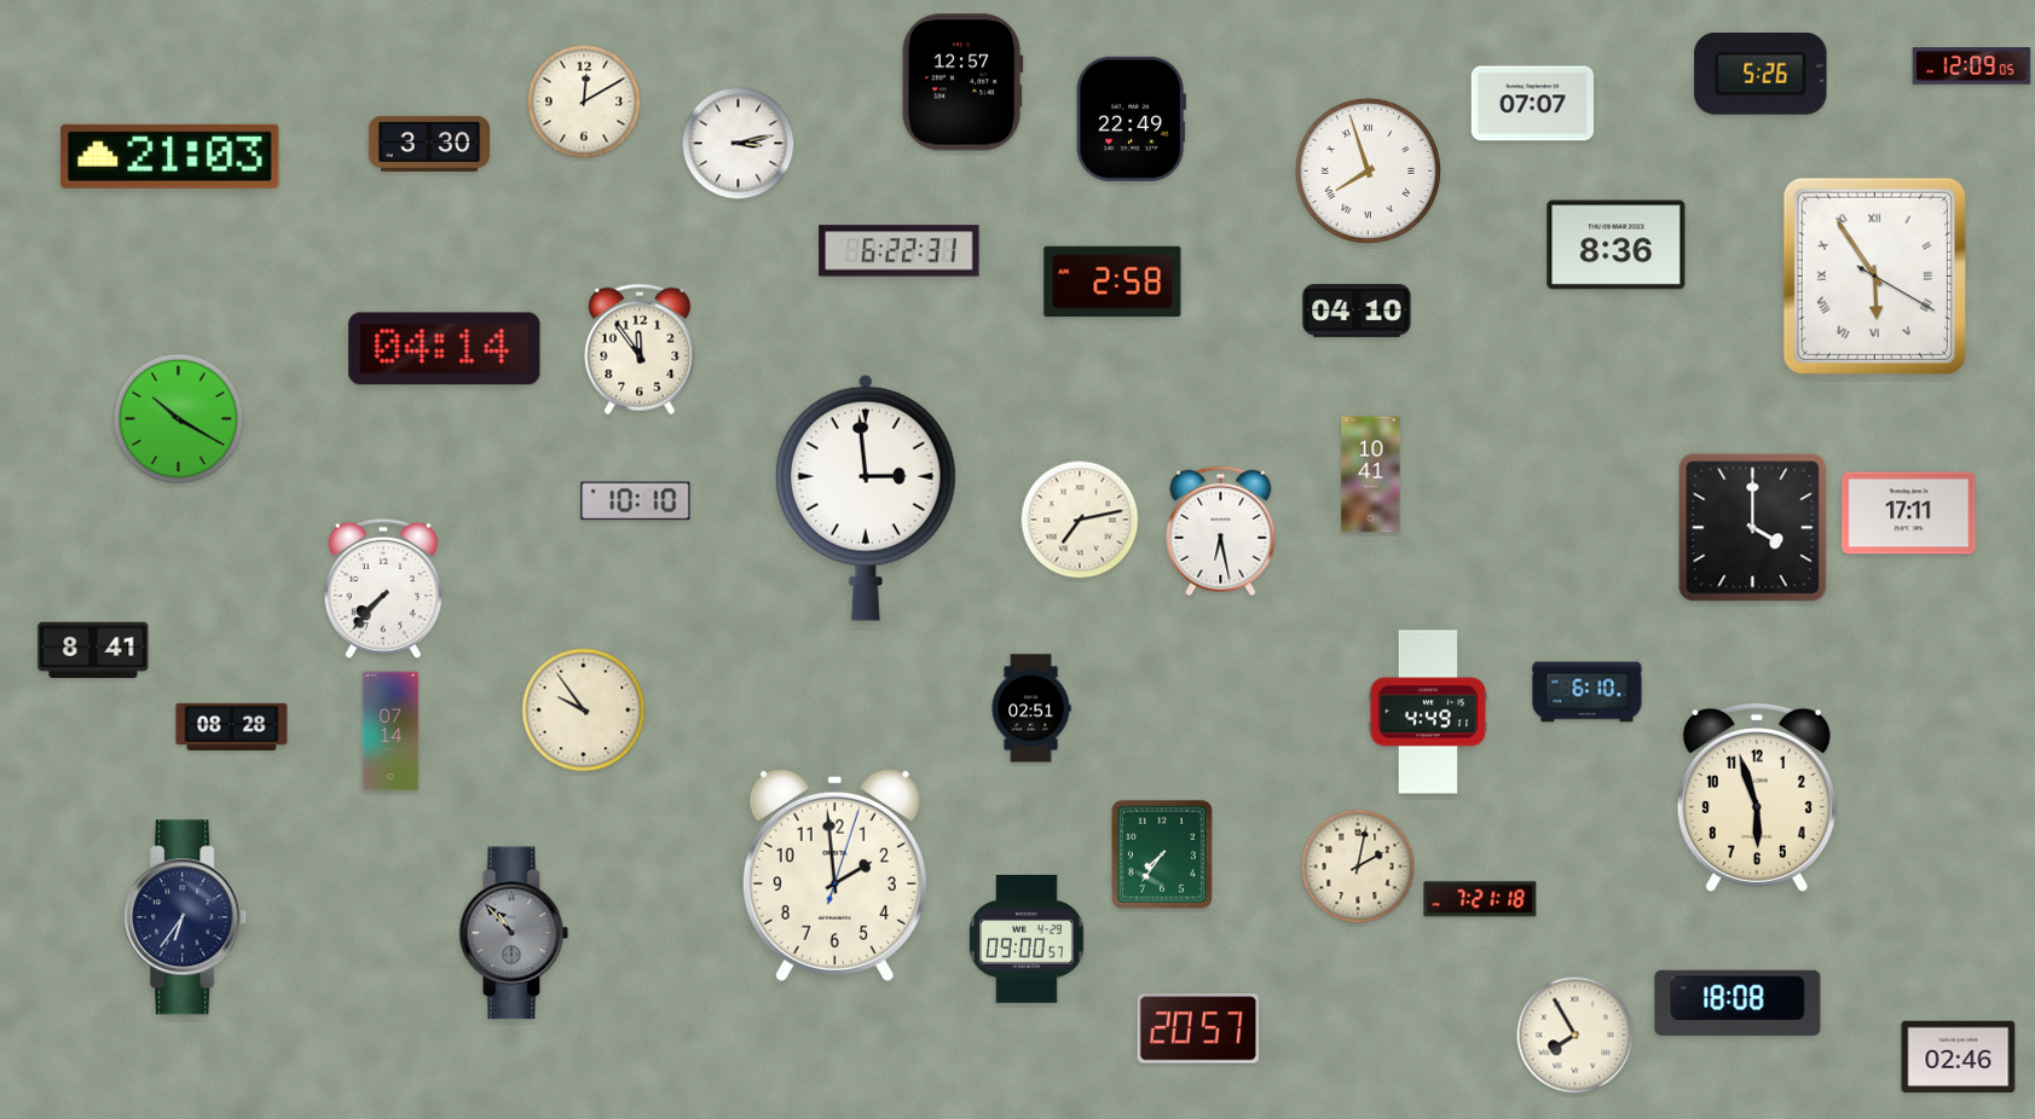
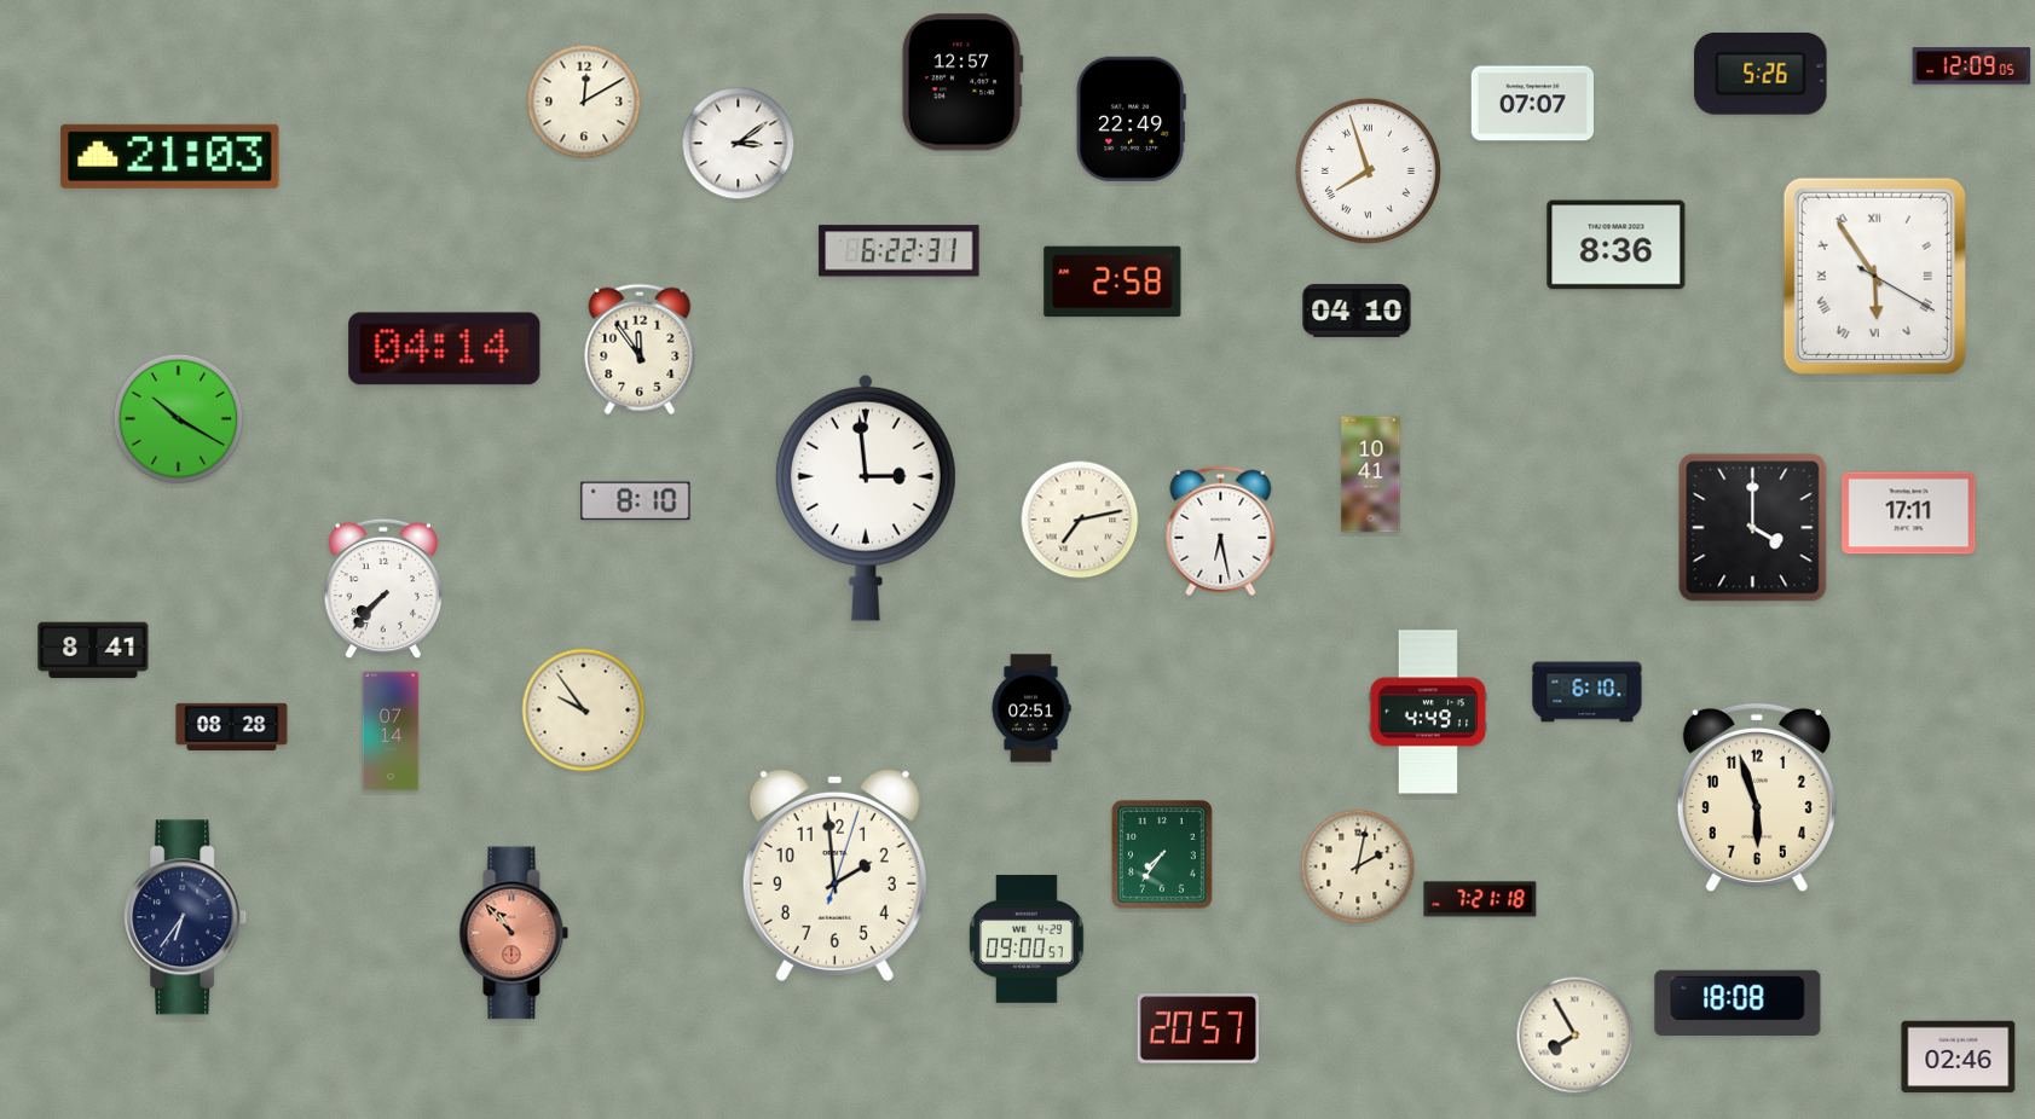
clock at (429, 144): 3:30 -> none
clock at (739, 144): 3:13 -> 3:09
clock at (636, 501): 10:10 -> 8:10
clock at (514, 933) dial: grey -> salmon
